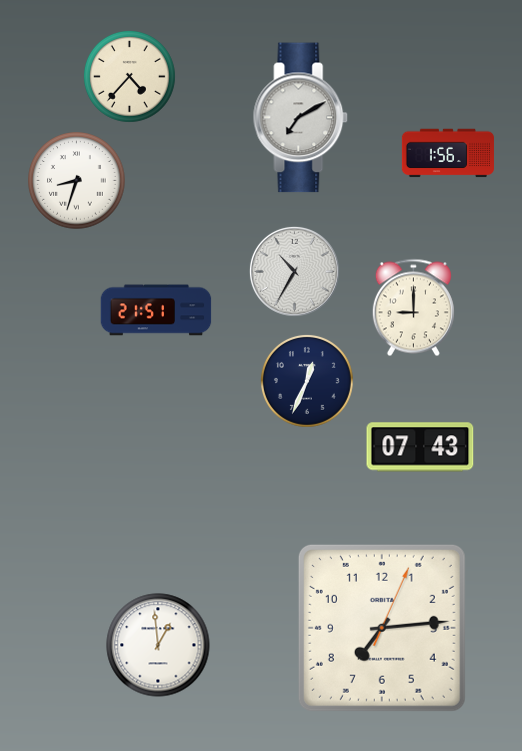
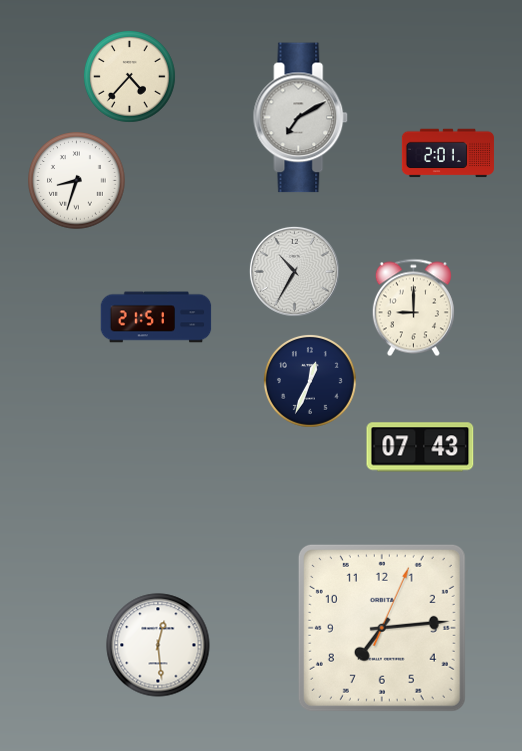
clock at (448, 153): 1:56 -> 2:01
clock at (156, 310) position: (156, 310) -> (156, 317)
clock at (308, 382) position: (308, 382) -> (311, 382)
clock at (158, 645): 12:59 -> 12:29
